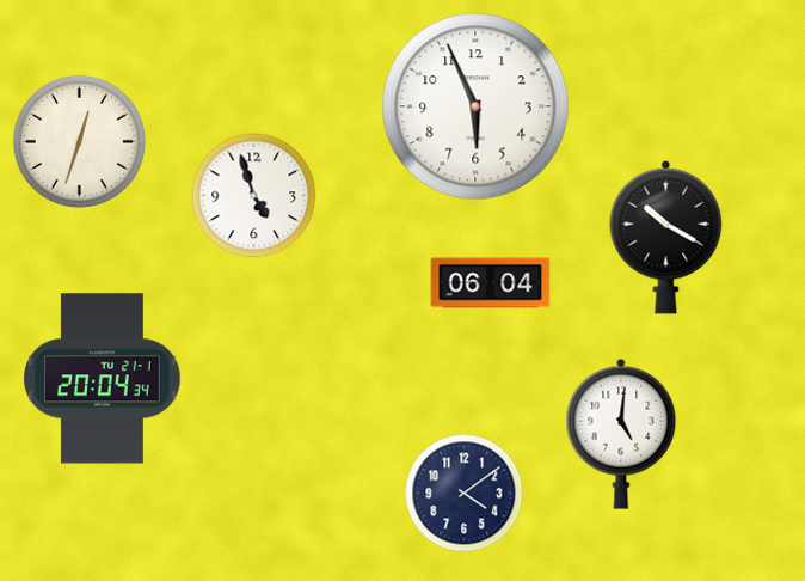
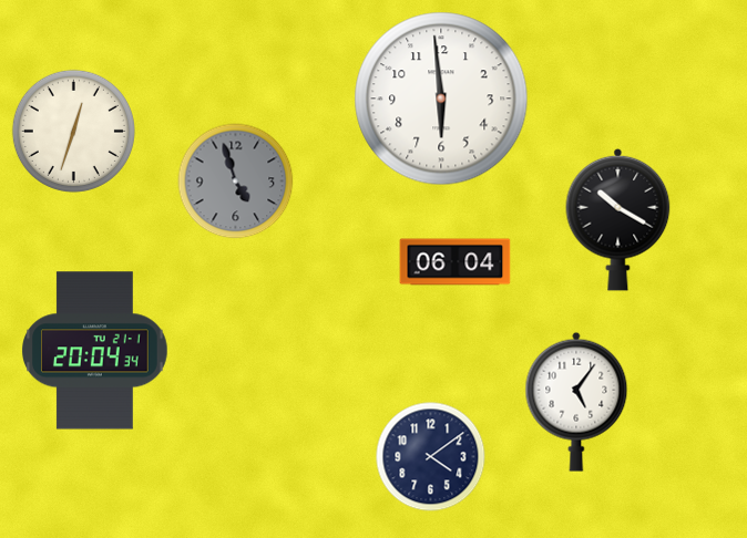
clock at (475, 106): 5:56 -> 5:59
clock at (254, 196) dial: white -> grey
clock at (621, 434): 5:01 -> 5:06
